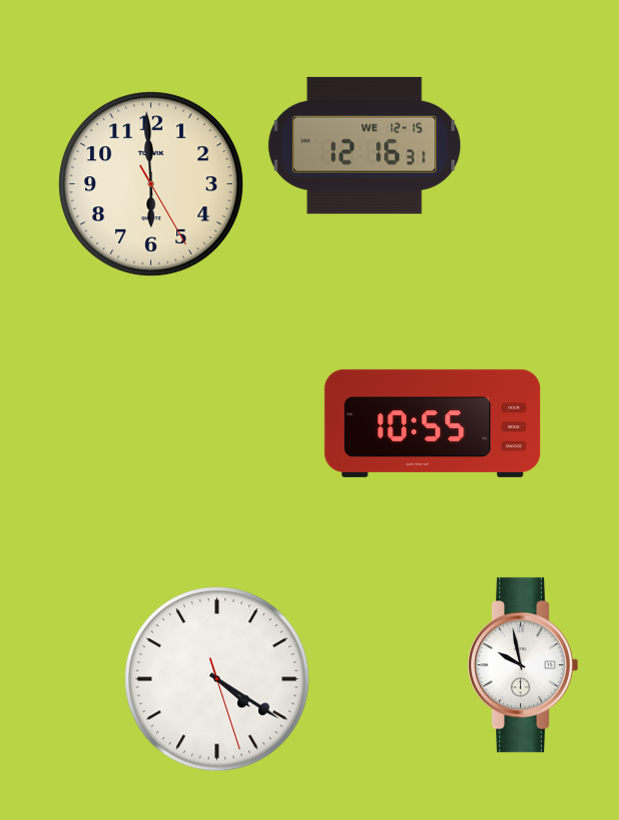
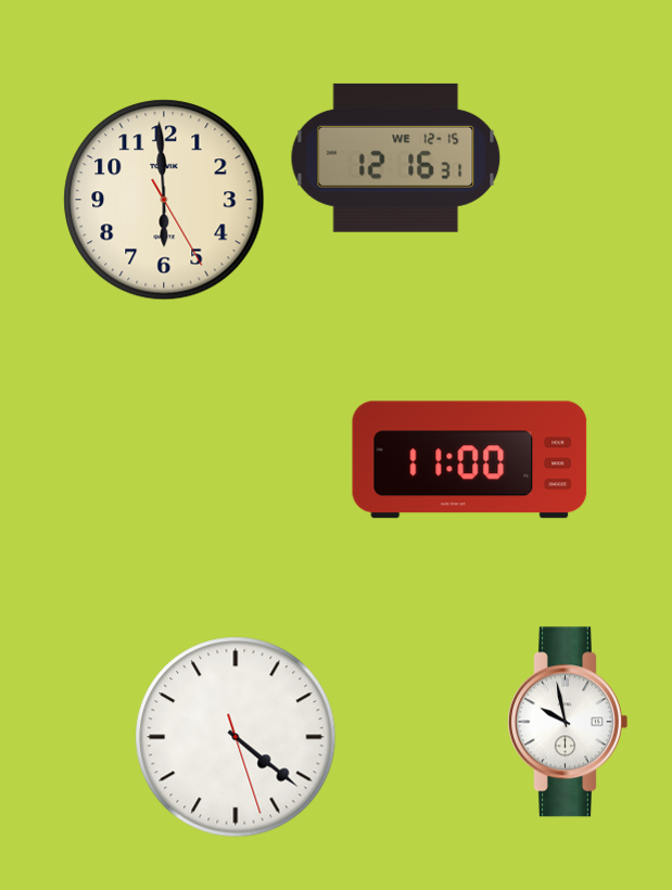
clock at (433, 424): 10:55 -> 11:00
clock at (217, 679): 4:20 -> 4:21
